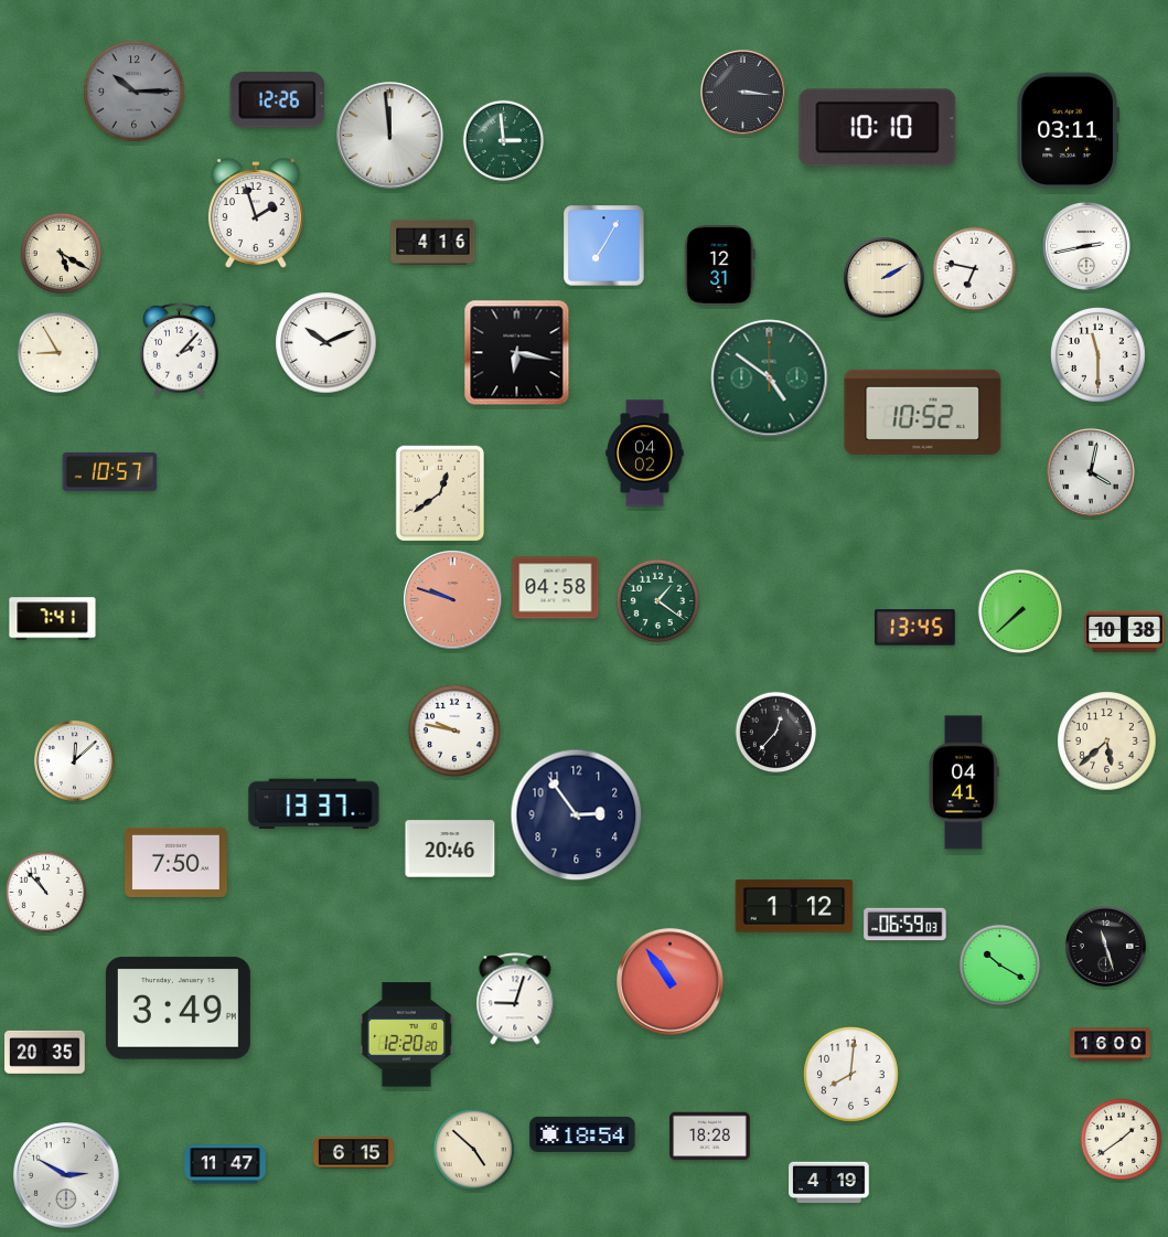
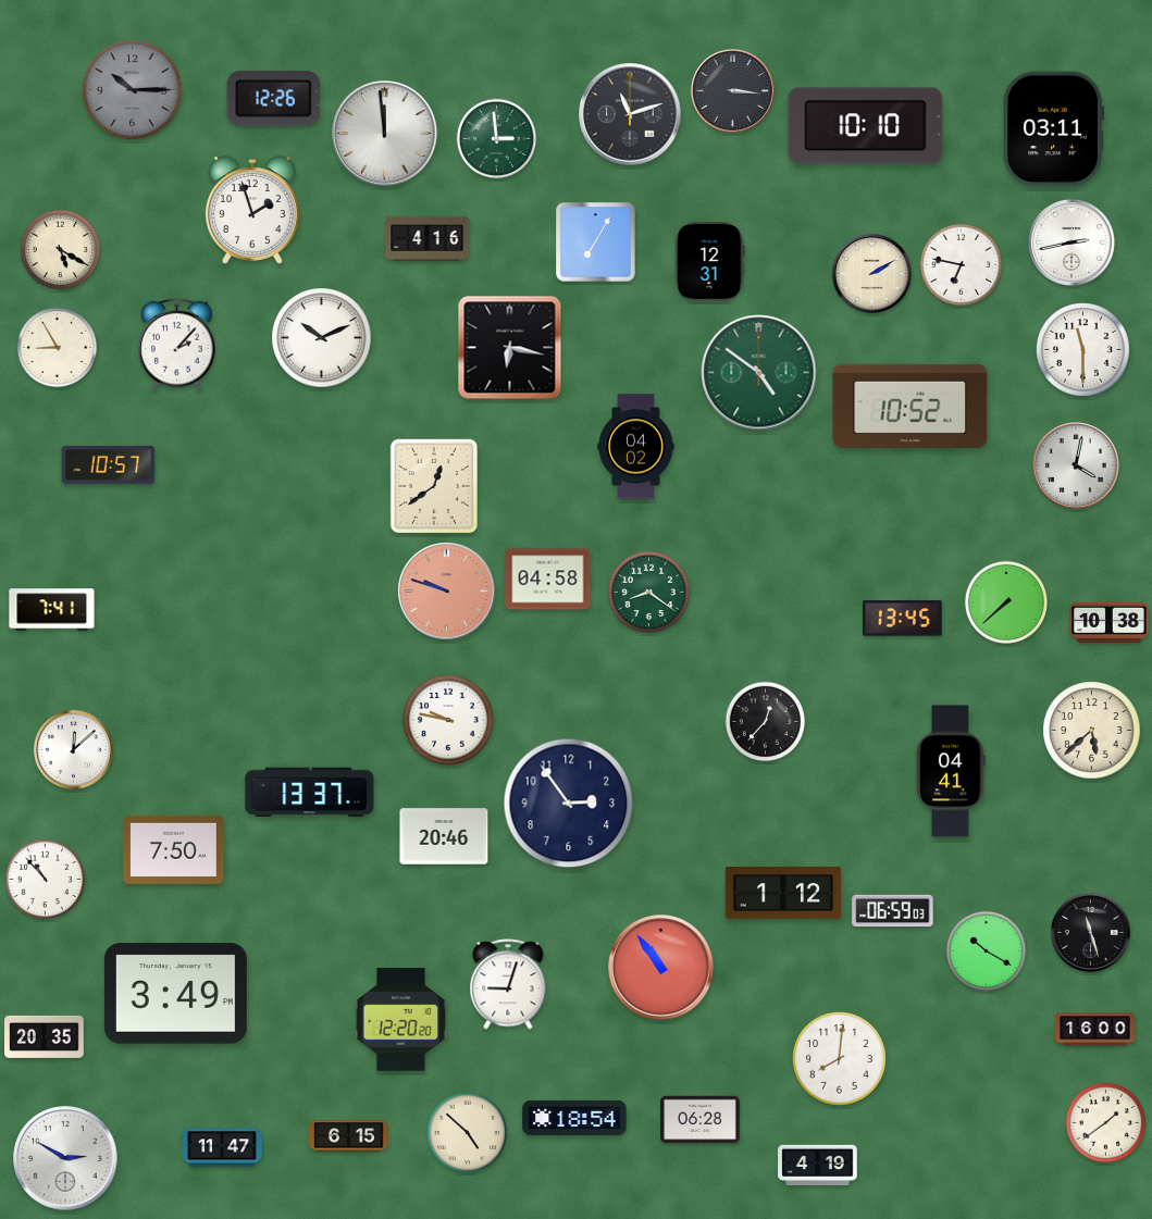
clock at (630, 114): none -> 11:12
clock at (658, 601): 1:21 -> 8:21
clock at (710, 1137): 18:28 -> 06:28
